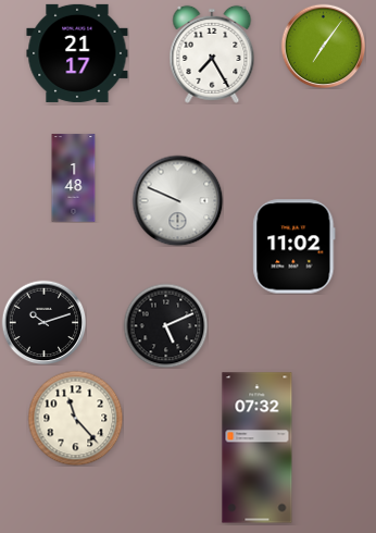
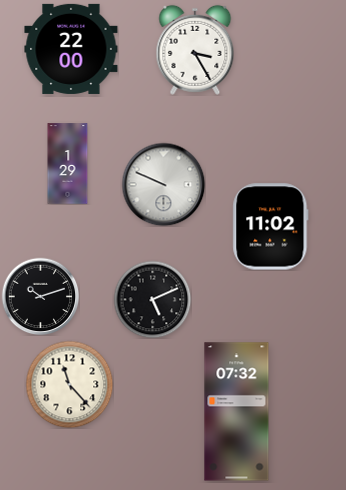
clock at (323, 46): 7:06 -> none
clock at (77, 53): 21:17 -> 22:00
clock at (212, 54): 7:25 -> 3:25
clock at (74, 178): 1:48 -> 1:29
